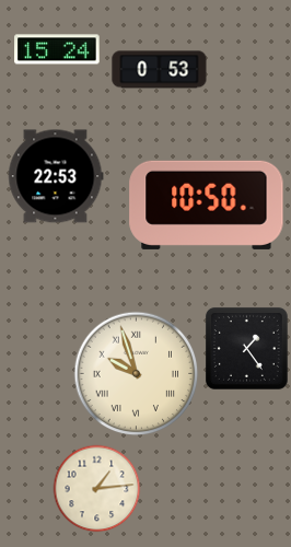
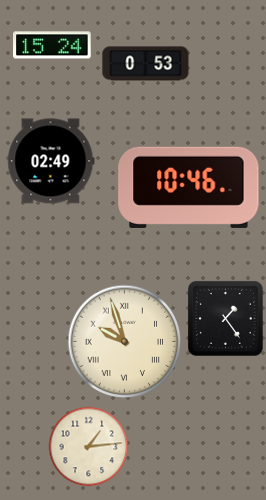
clock at (56, 176): 22:53 -> 02:49
clock at (207, 205): 10:50 -> 10:46
